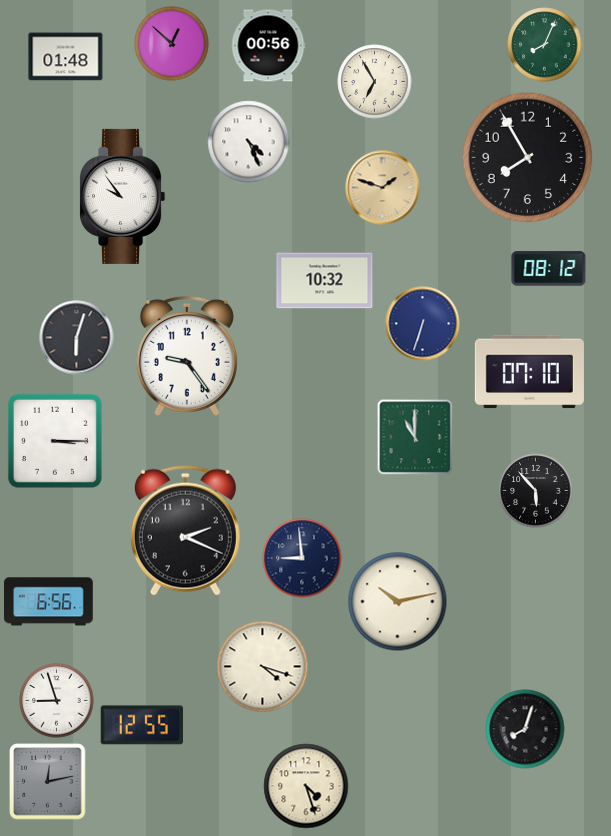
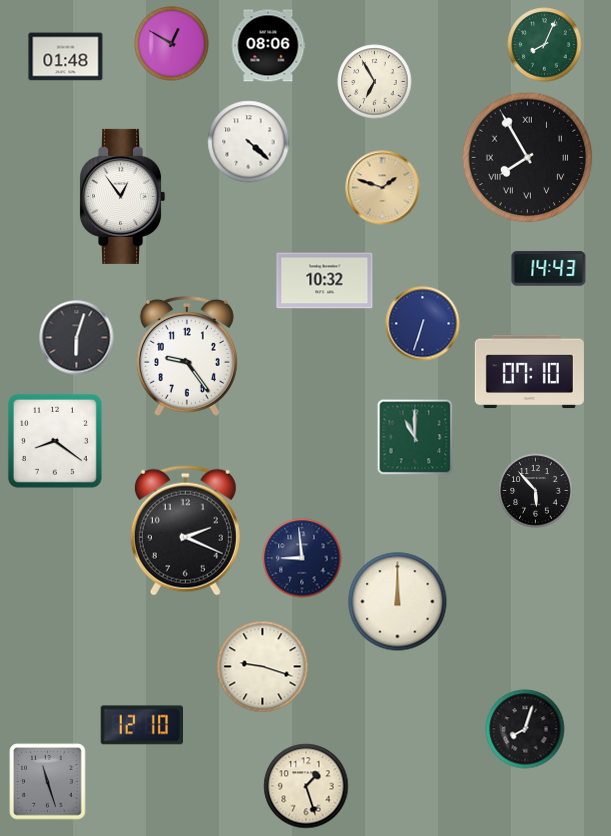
clock at (172, 44): 12:52 -> 12:50
clock at (268, 46): 00:56 -> 08:06
clock at (249, 142): 4:26 -> 4:22
clock at (528, 158) numerals: Arabic -> Roman
clock at (123, 196): 9:54 -> 12:54
clock at (549, 269): 08:12 -> 14:43
clock at (55, 441): 3:15 -> 8:21
clock at (49, 602): 6:56 -> none
clock at (398, 602): 10:13 -> 12:00
clock at (263, 667): 4:18 -> 9:18
clock at (57, 701): 8:57 -> none
clock at (142, 725): 12:55 -> 12:10
clock at (48, 782): 12:13 -> 11:27
clock at (306, 786): 4:27 -> 1:27
